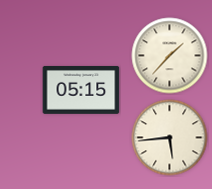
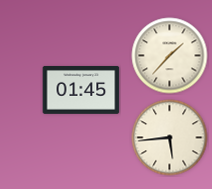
clock at (81, 90): 05:15 -> 01:45
